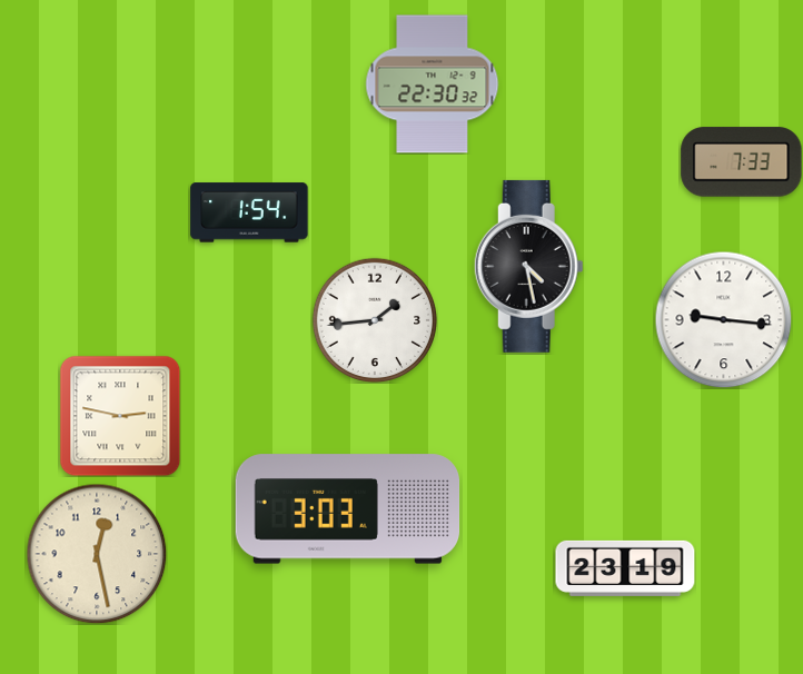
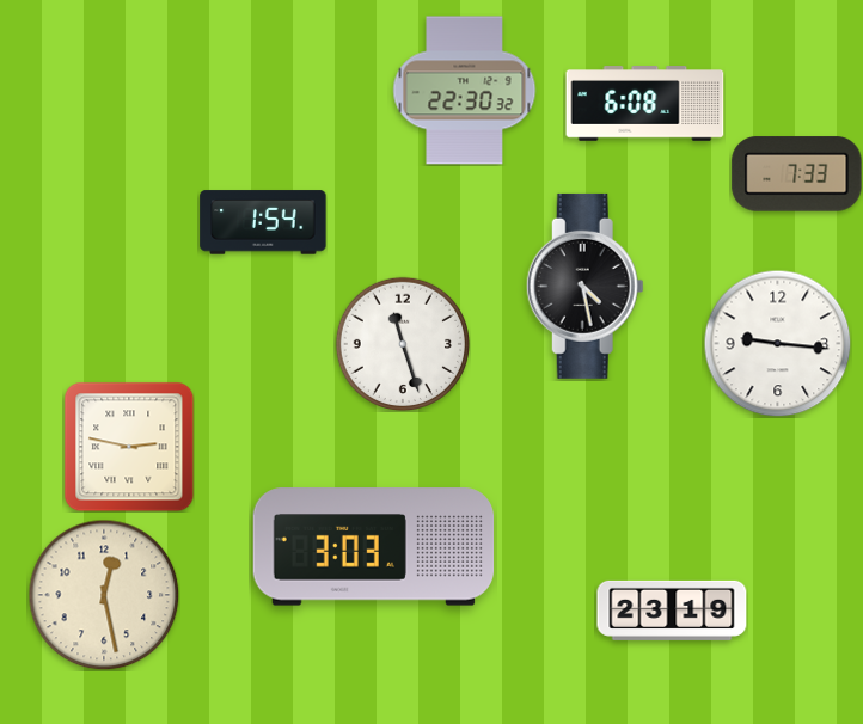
clock at (645, 104): none -> 6:08
clock at (249, 212) position: (249, 212) -> (263, 222)
clock at (528, 266) position: (528, 266) -> (584, 286)
clock at (374, 319): 1:44 -> 11:27
